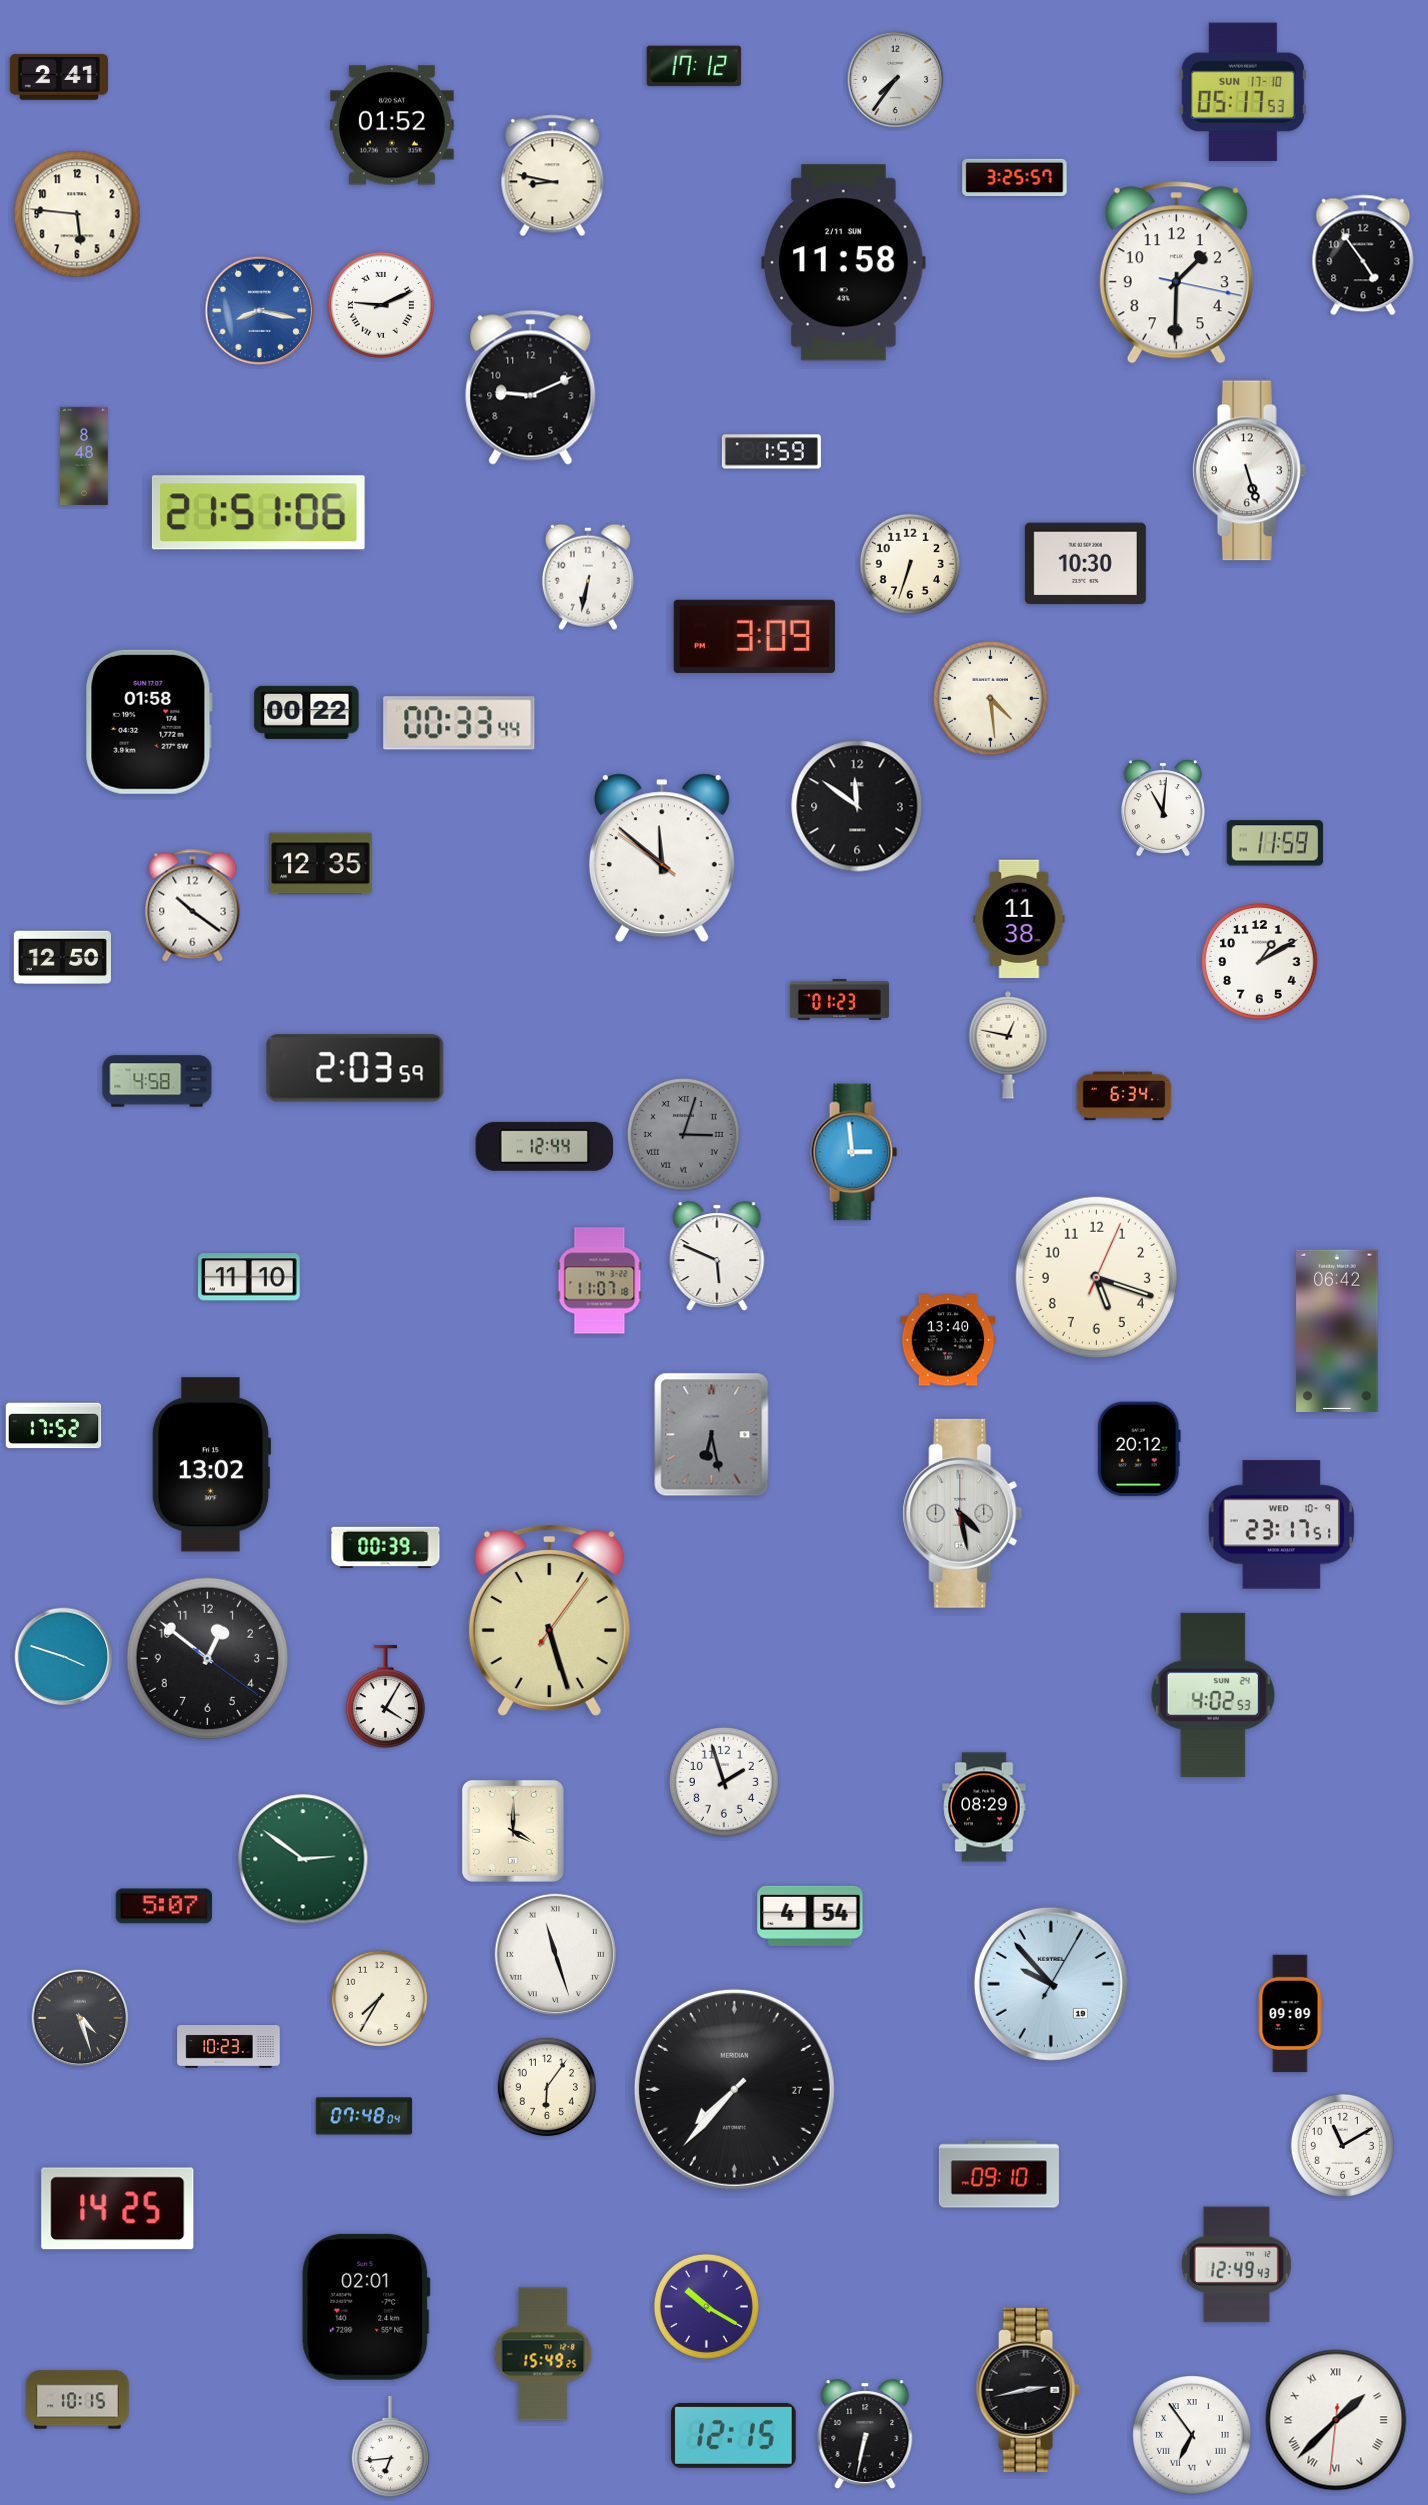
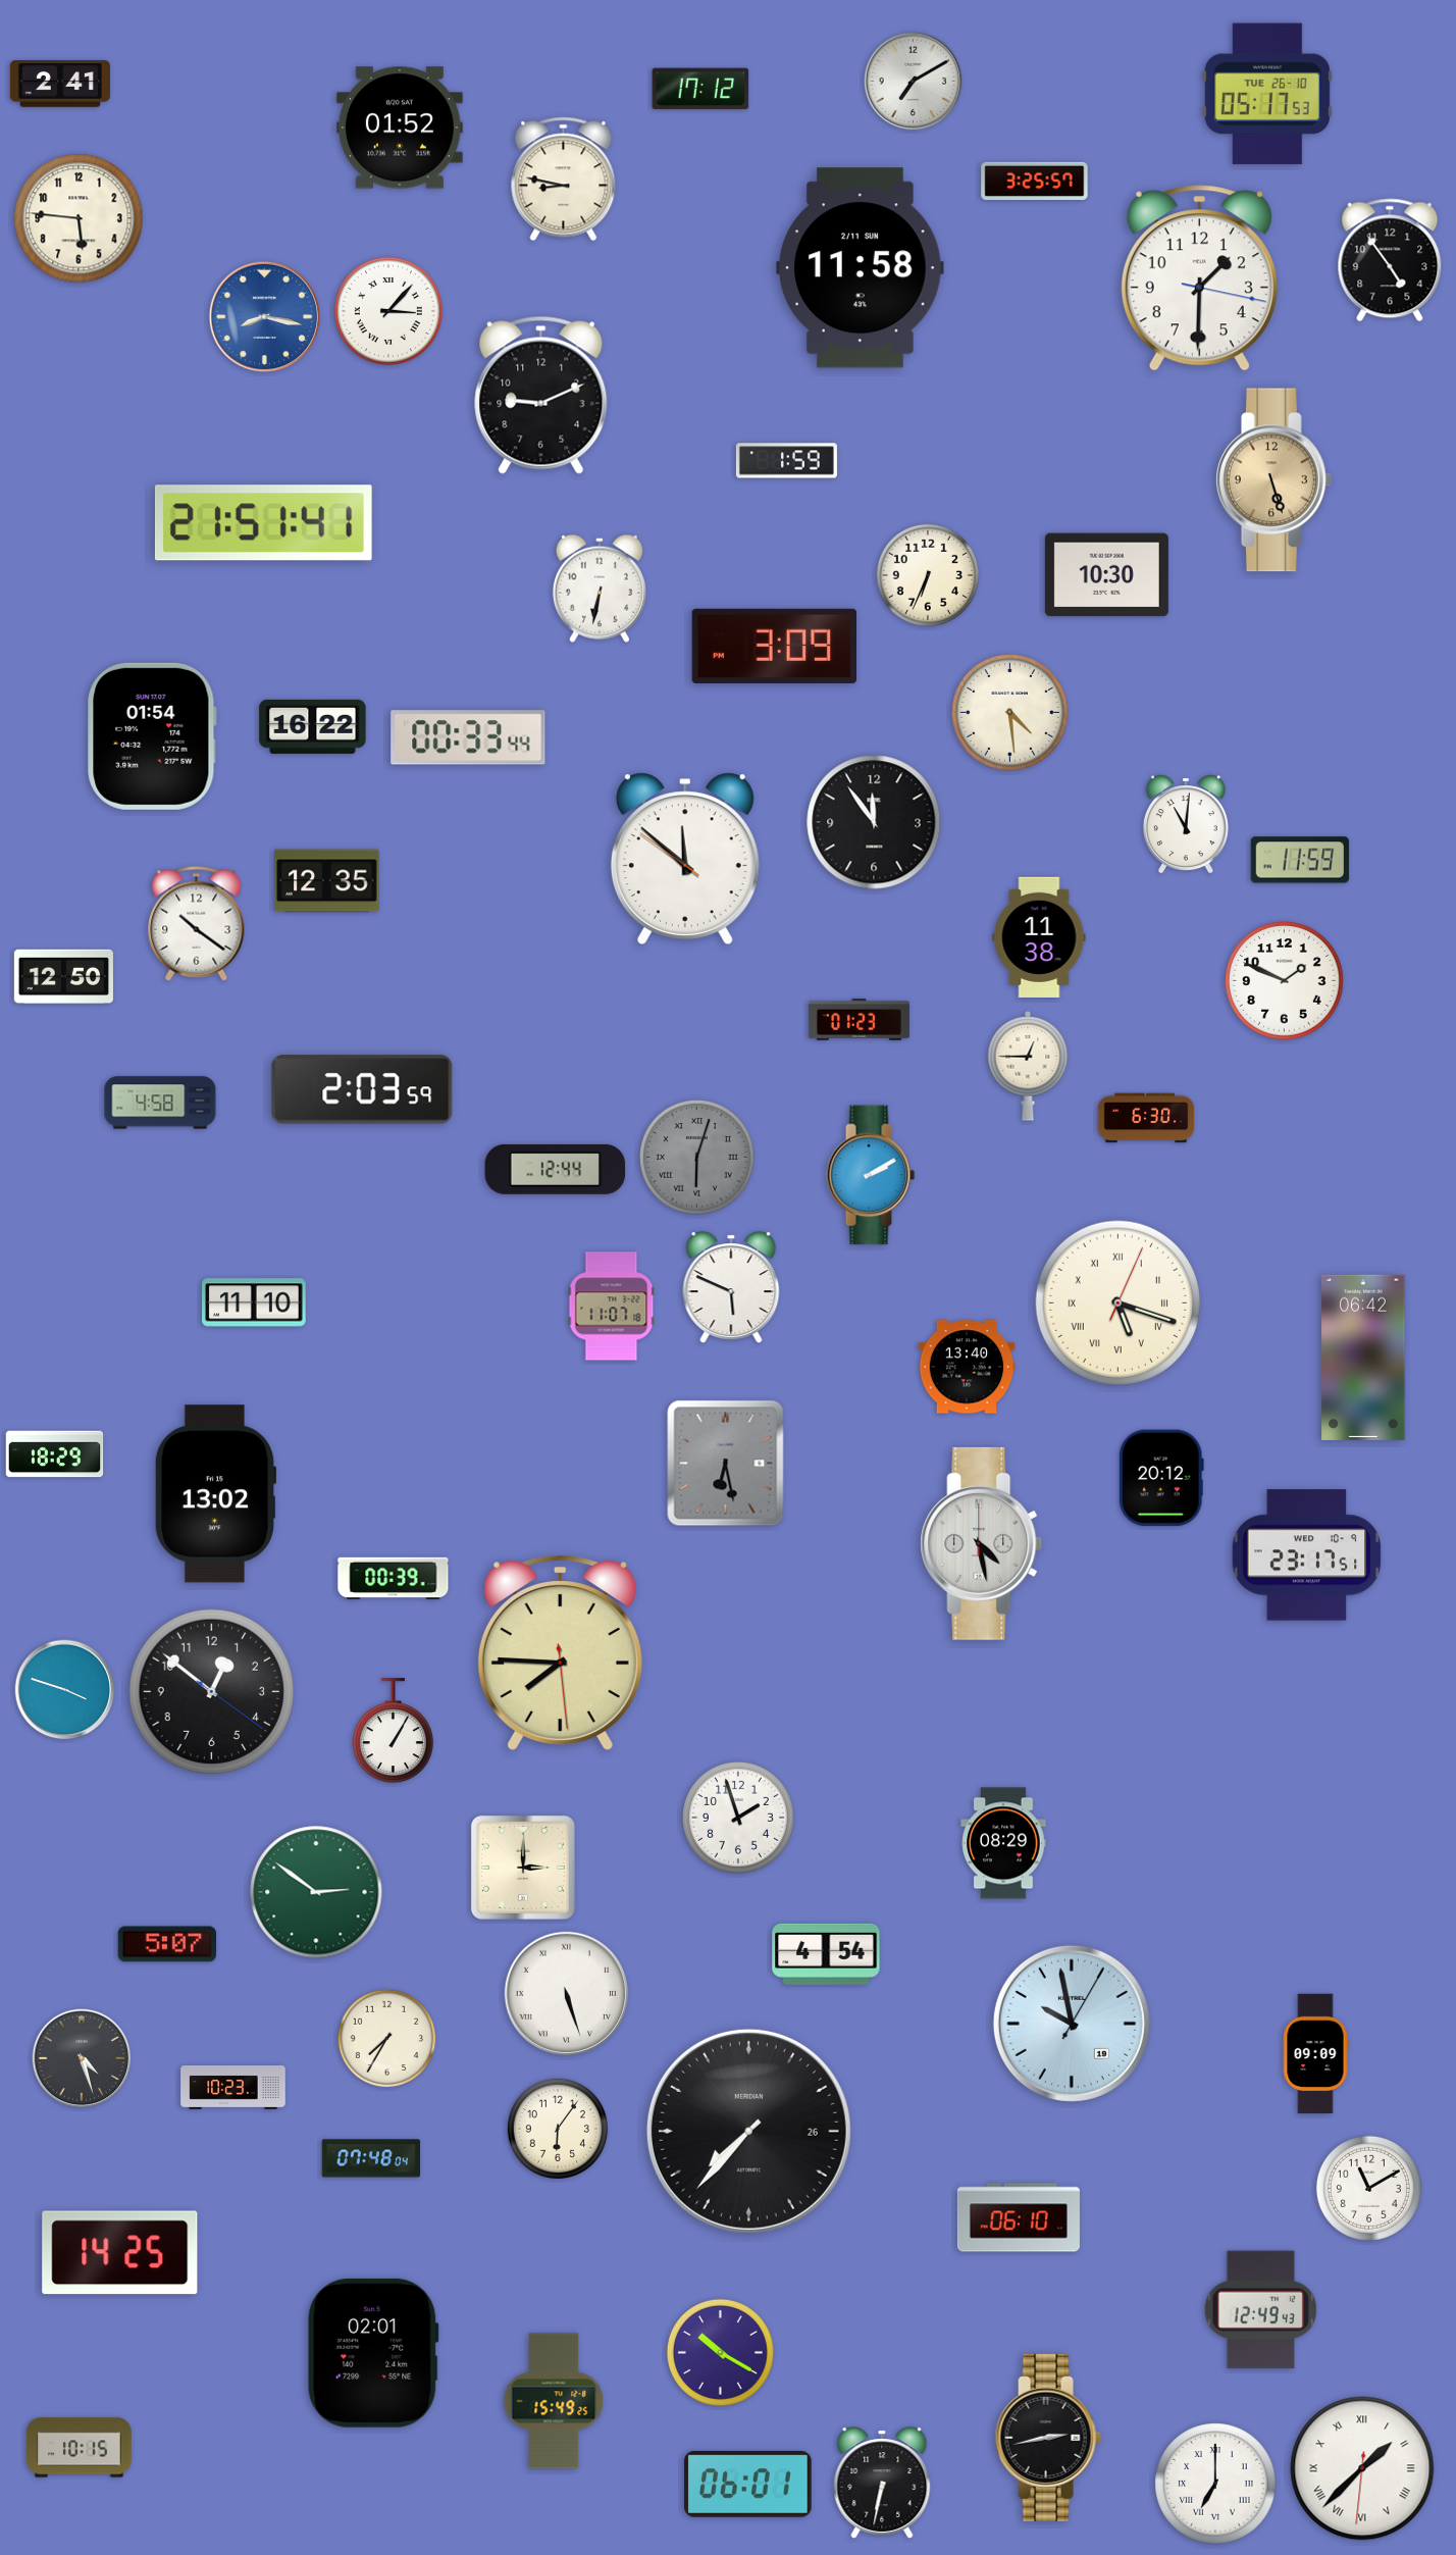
clock at (694, 66) position: (694, 66) -> (700, 89)
clock at (59, 77) position: (59, 77) -> (60, 84)
clock at (896, 80): 7:36 -> 7:10
clock at (1243, 92) date: SUN 17-10 -> TUE 26-10
clock at (381, 305): 9:11 -> 3:07
clock at (85, 456): 8:48 -> none
clock at (1249, 471) dial: white -> champagne
clock at (258, 513): 21:51:06 -> 21:51:41
clock at (910, 564): 6:33 -> 6:34
clock at (754, 636) position: (754, 636) -> (774, 646)
clock at (307, 712): 00:22 -> 16:22
clock at (149, 722): 01:58 -> 01:54
clock at (857, 806): 11:51 -> 11:54
clock at (662, 857) position: (662, 857) -> (685, 858)
clock at (1260, 962): 1:10 -> 1:49
clock at (839, 1000) position: (839, 1000) -> (859, 1020)
clock at (1008, 1046): 12:47 -> 12:45
clock at (1124, 1096): 6:34 -> 6:30
clock at (684, 1135): 3:03 -> 6:03
clock at (854, 1152): 2:59 -> 2:10
clock at (717, 1256) position: (717, 1256) -> (731, 1287)
clock at (1096, 1277) numerals: Arabic -> Roman
clock at (54, 1426): 17:52 -> 18:29
clock at (549, 1620): 5:27 -> 7:45
clock at (1213, 1695): 4:02 -> none
clock at (385, 1697): 4:05 -> 1:05
clock at (513, 1831): 4:00 -> 3:00
clock at (303, 1859) position: (303, 1859) -> (316, 1892)
clock at (555, 1954): 11:27 -> 5:27
clock at (1051, 1984): 9:53 -> 9:58
clock at (734, 2089) date: 27 -> 26
clock at (999, 2174): 09:10 -> 06:10
clock at (734, 2435): 12:15 -> 06:01
clock at (1192, 2435): 6:54 -> 7:00
clock at (390, 2447): 6:44 -> none
